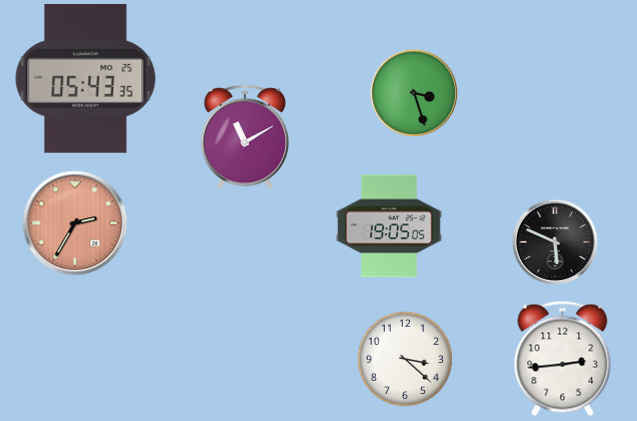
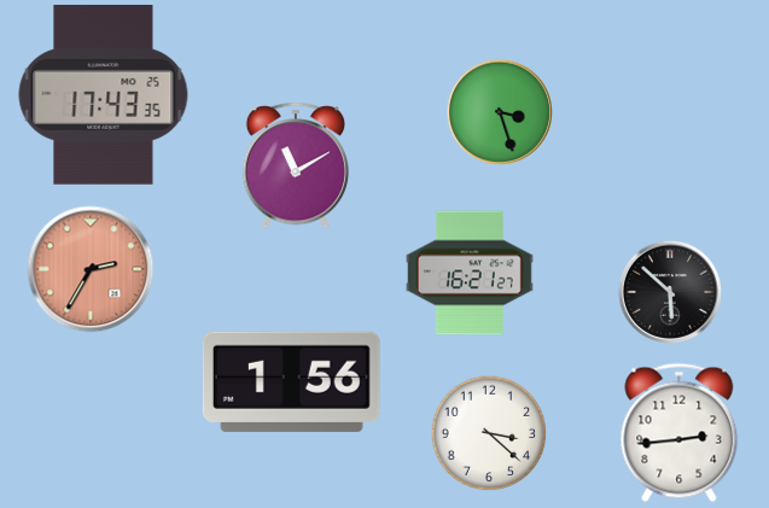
clock at (86, 78): 05:43 -> 17:43
clock at (389, 226): 19:05 -> 16:21
clock at (555, 242): 5:49 -> 5:52
clock at (291, 381): none -> 1:56
